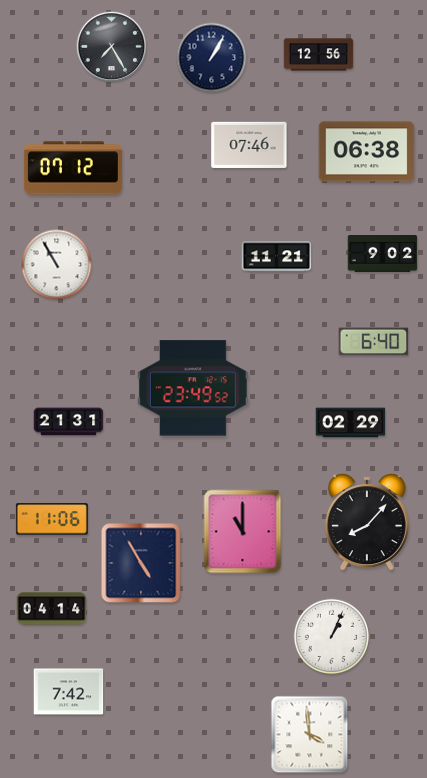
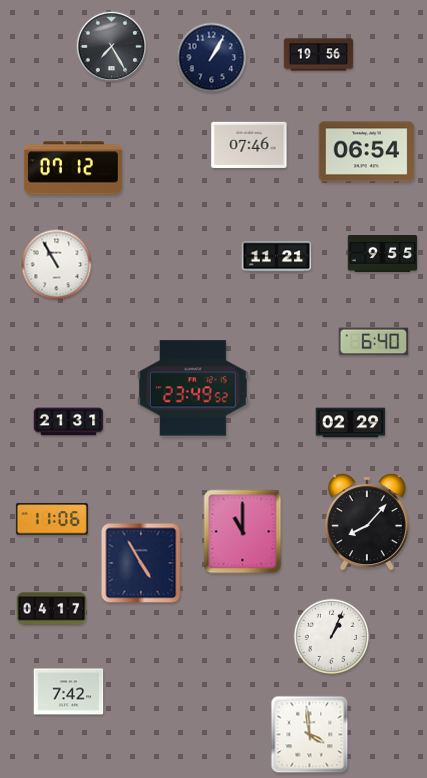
clock at (319, 55): 12:56 -> 19:56
clock at (367, 152): 06:38 -> 06:54
clock at (383, 254): 9:02 -> 9:55
clock at (52, 609): 04:14 -> 04:17
